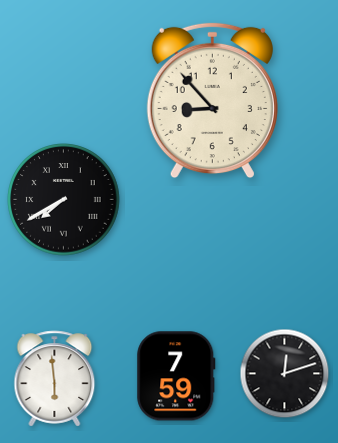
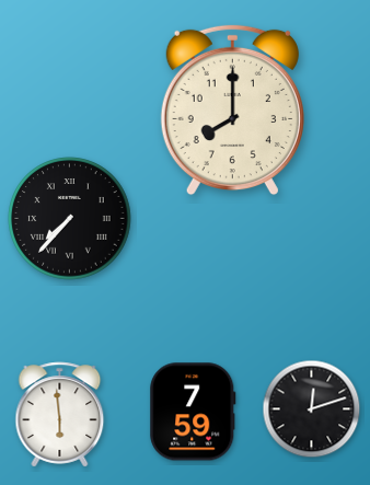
clock at (212, 101): 8:53 -> 8:00
clock at (64, 200): 7:40 -> 7:37
